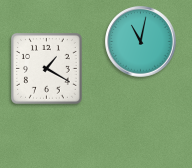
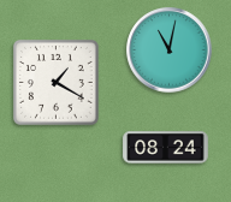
clock at (166, 148): none -> 08:24
